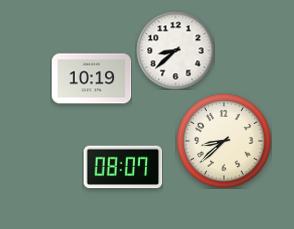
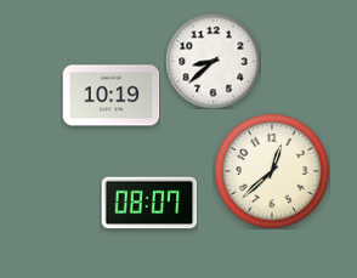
clock at (224, 141): 8:38 -> 12:38
